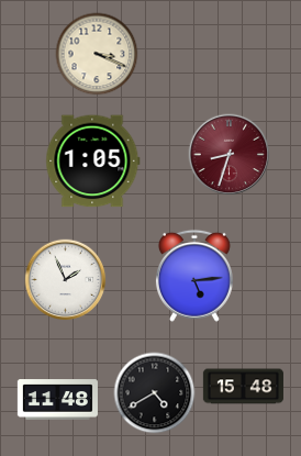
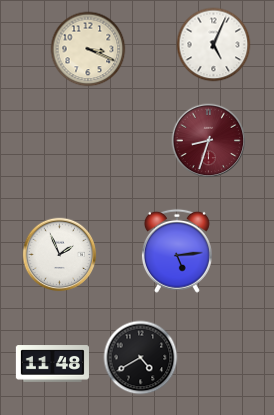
clock at (214, 45): none -> 5:04
clock at (93, 162): 1:05 -> none
clock at (243, 387): 15:48 -> none
